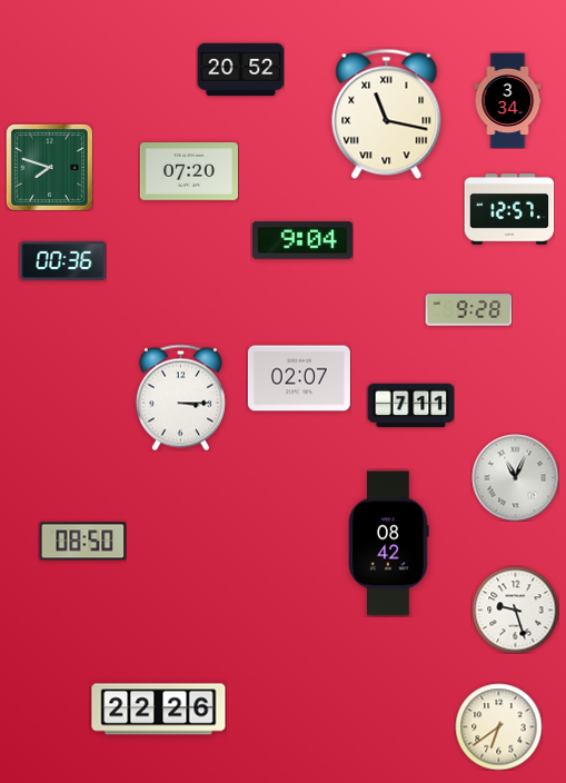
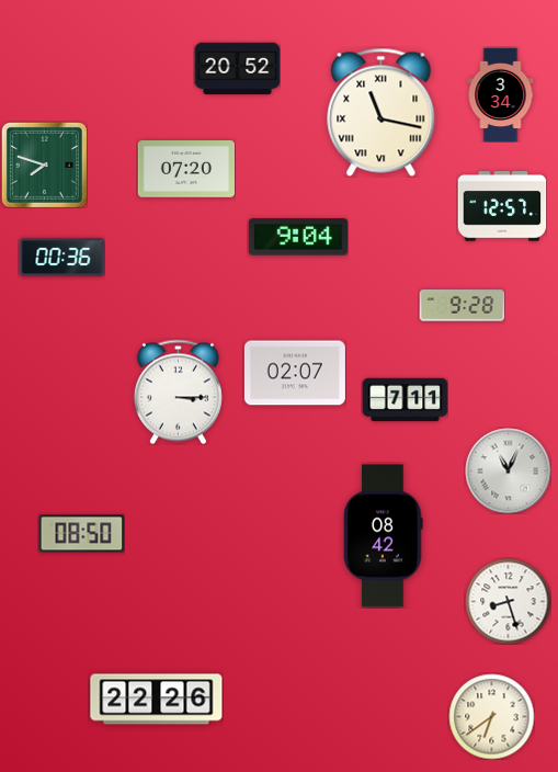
clock at (508, 100) position: (508, 100) -> (501, 94)
clock at (49, 167) position: (49, 167) -> (44, 164)
clock at (515, 609): 9:27 -> 8:27
